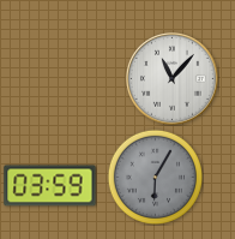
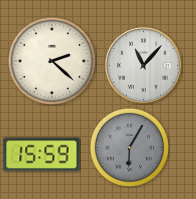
clock at (52, 61): none -> 2:22
clock at (50, 186): 03:59 -> 15:59
